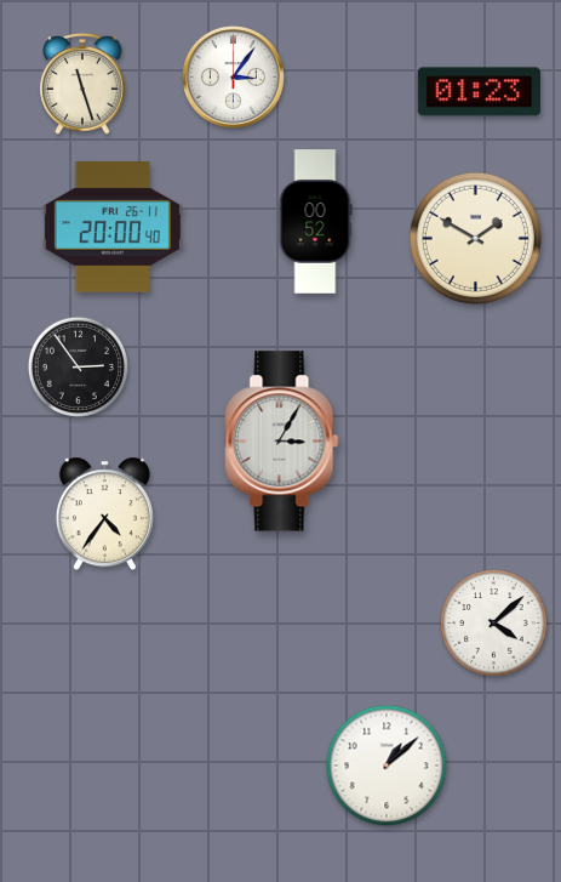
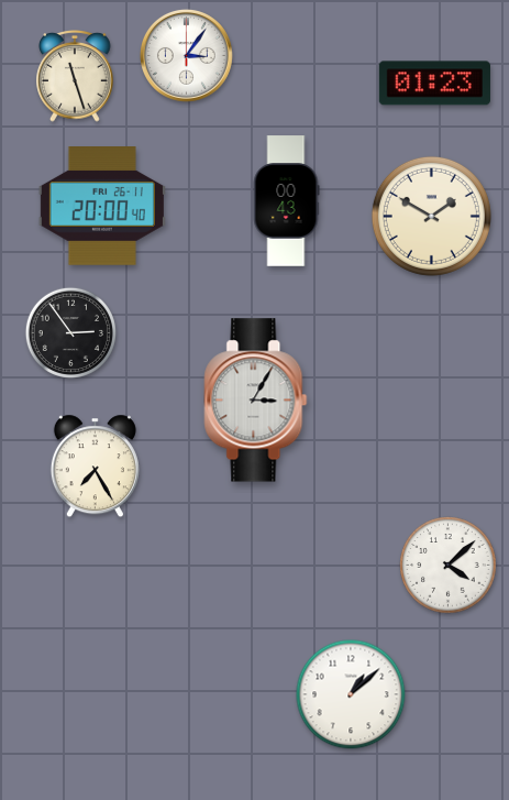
clock at (233, 76) position: (233, 76) -> (186, 55)
clock at (315, 222): 00:52 -> 00:43
clock at (104, 514): 4:36 -> 7:25
